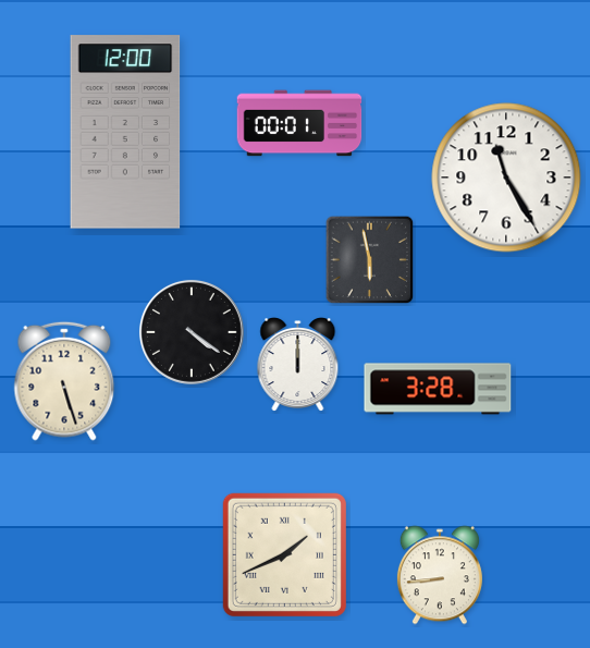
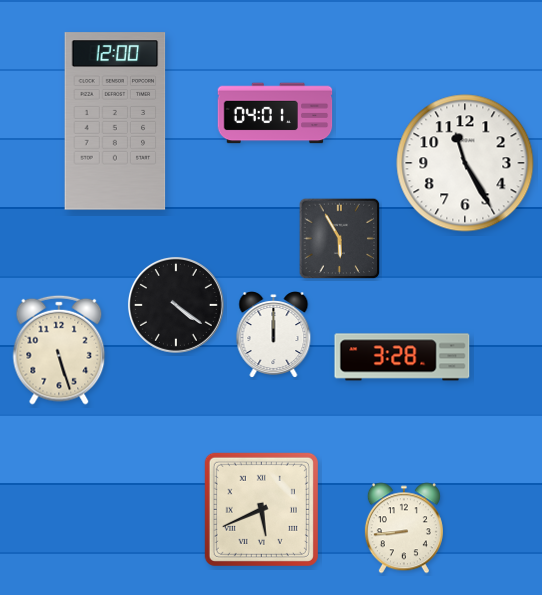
clock at (299, 123): 00:01 -> 04:01
clock at (370, 260): 5:58 -> 5:55
clock at (284, 554): 1:41 -> 5:41
